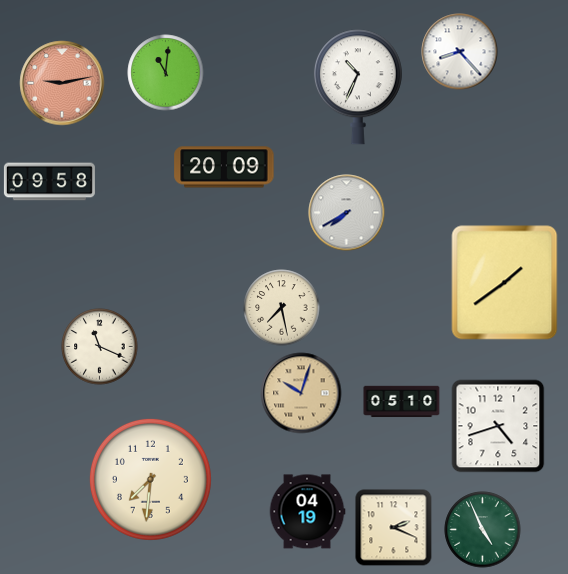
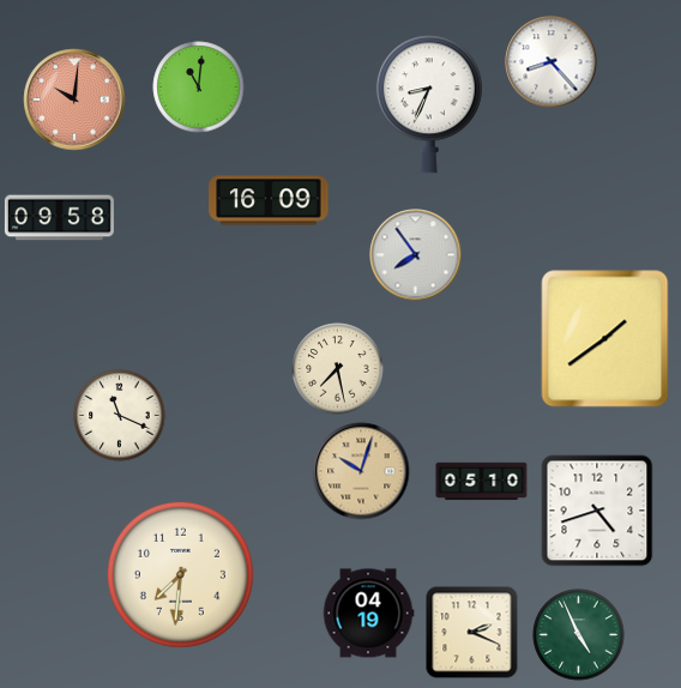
clock at (62, 83): 9:13 -> 10:01
clock at (358, 87): 10:34 -> 8:34
clock at (224, 167): 20:09 -> 16:09
clock at (347, 213): 7:40 -> 7:54
